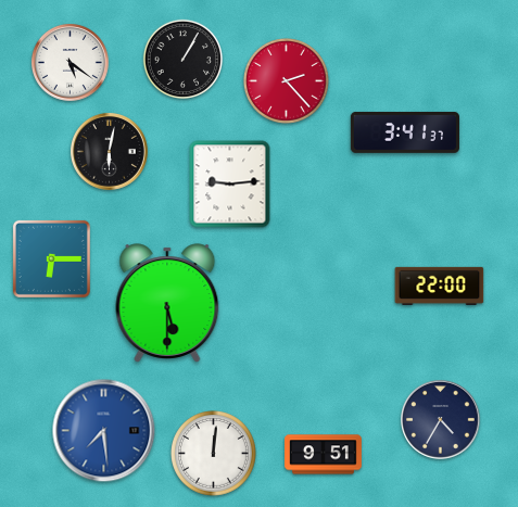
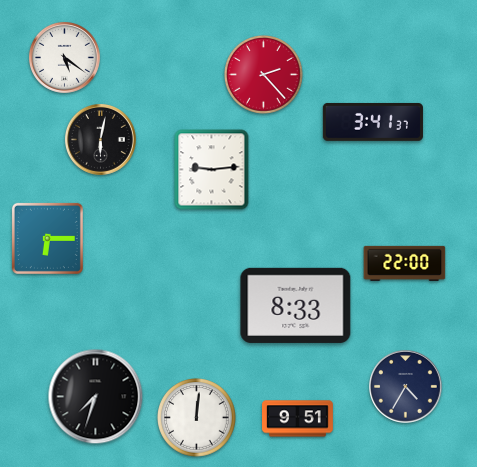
clock at (182, 59): 1:05 -> none
clock at (167, 303): 5:30 -> none
clock at (296, 305): none -> 8:33
clock at (104, 431): 7:29 -> 7:33
clock at (104, 431) dial: blue -> black
